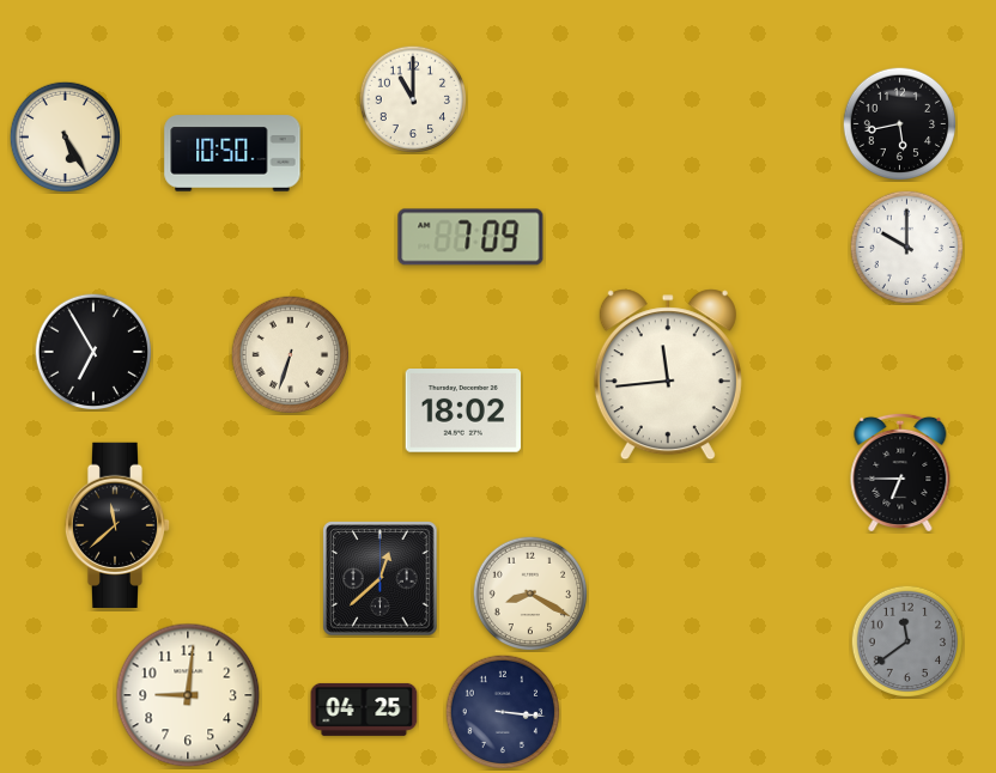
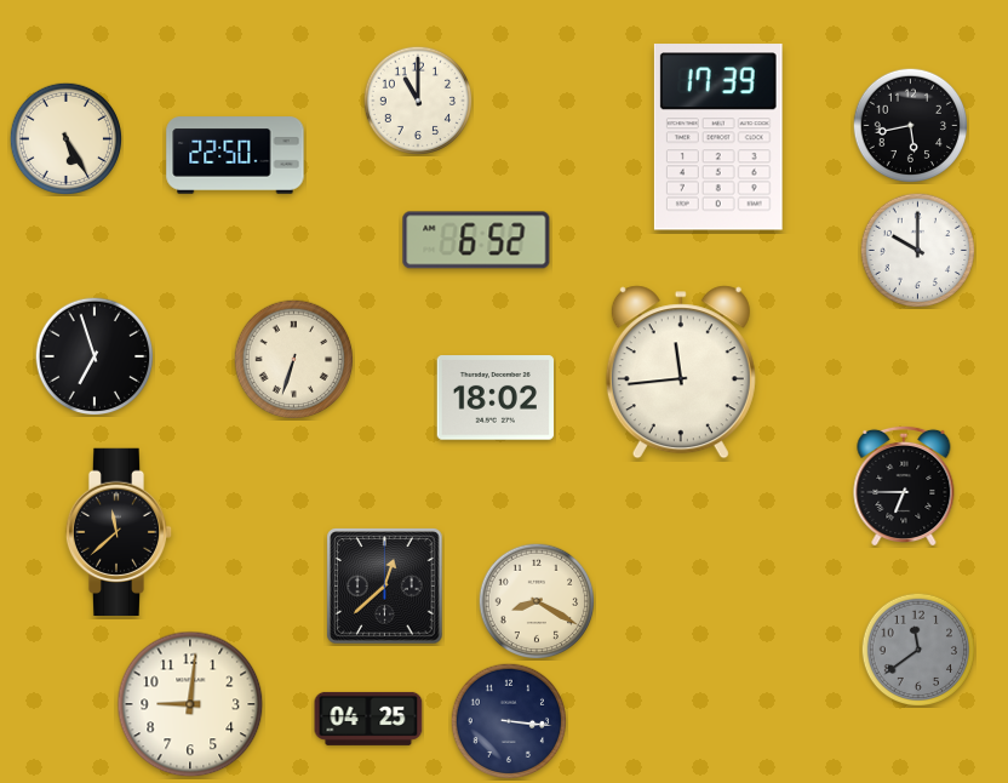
clock at (718, 137): none -> 17:39
clock at (232, 153): 10:50 -> 22:50
clock at (470, 237): 7:09 -> 6:52
clock at (93, 352): 6:55 -> 6:57
clock at (668, 375) position: (668, 375) -> (681, 372)
clock at (463, 410) position: (463, 410) -> (496, 398)
clock at (900, 473) position: (900, 473) -> (904, 486)
